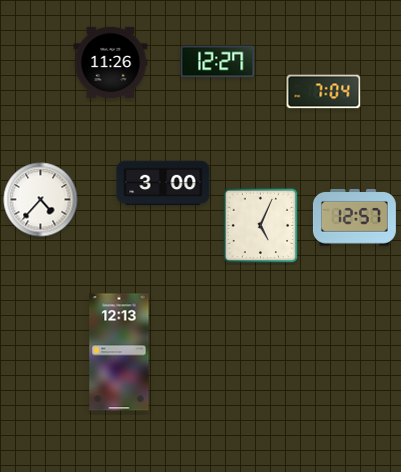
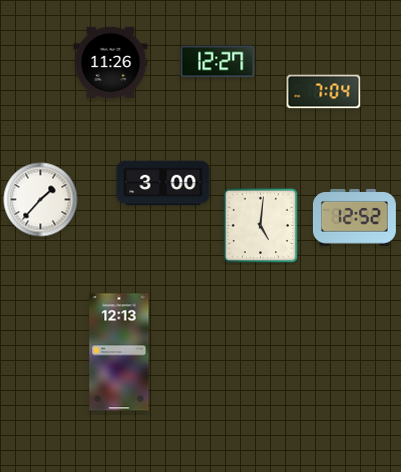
clock at (41, 200): 4:37 -> 1:37
clock at (354, 217): 12:57 -> 12:52
clock at (261, 226): 5:04 -> 5:01
